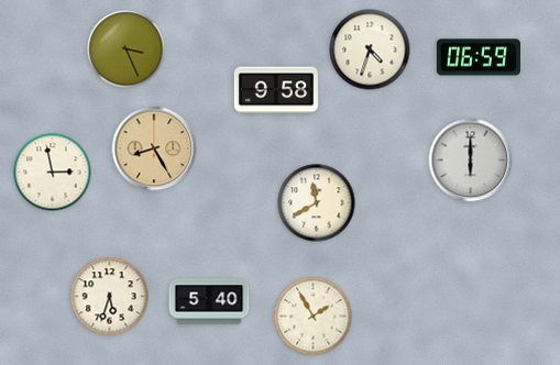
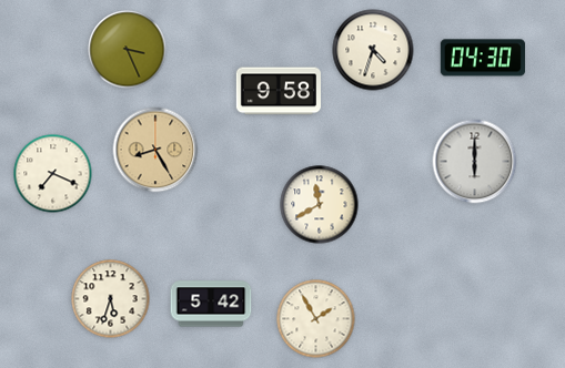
clock at (479, 57): 06:59 -> 04:30
clock at (53, 173): 2:58 -> 7:19
clock at (209, 301): 5:40 -> 5:42
